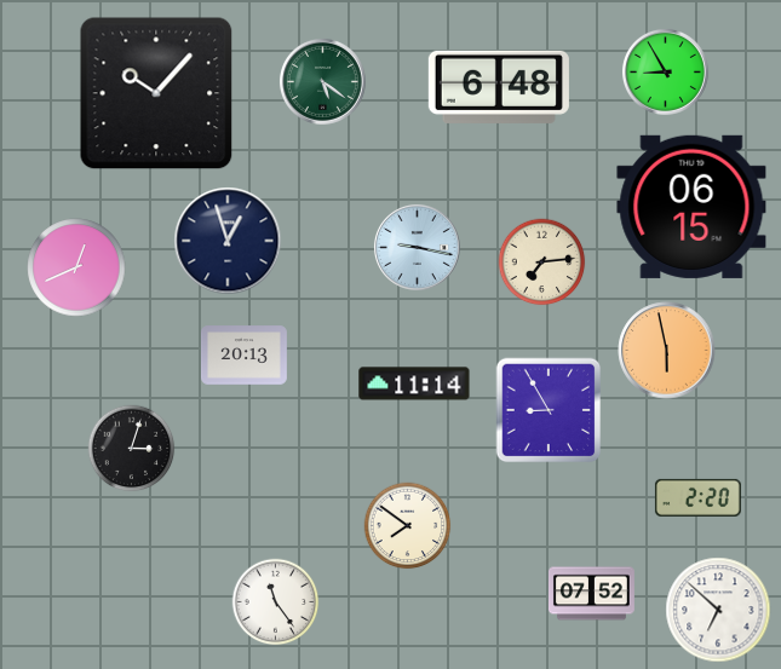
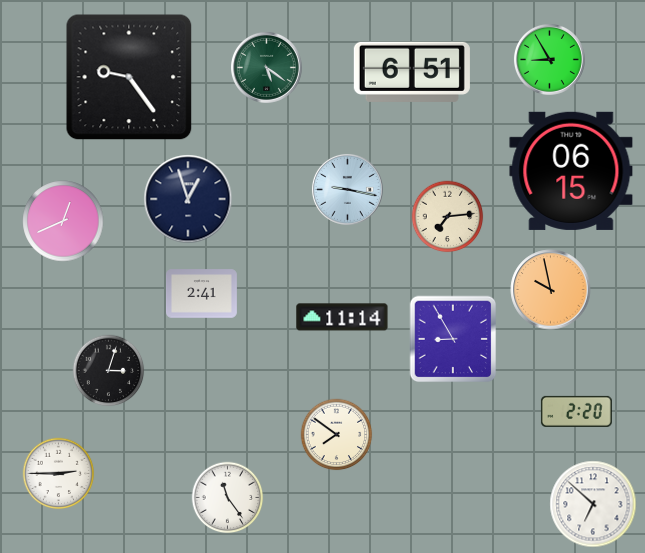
clock at (499, 87): 6:48 -> 6:51
clock at (156, 93): 10:07 -> 9:24
clock at (417, 247) position: (417, 247) -> (347, 189)
clock at (667, 351): 5:58 -> 9:58
clock at (245, 356): 20:13 -> 2:41
clock at (59, 474): none -> 2:45
clock at (591, 594): 07:52 -> none
